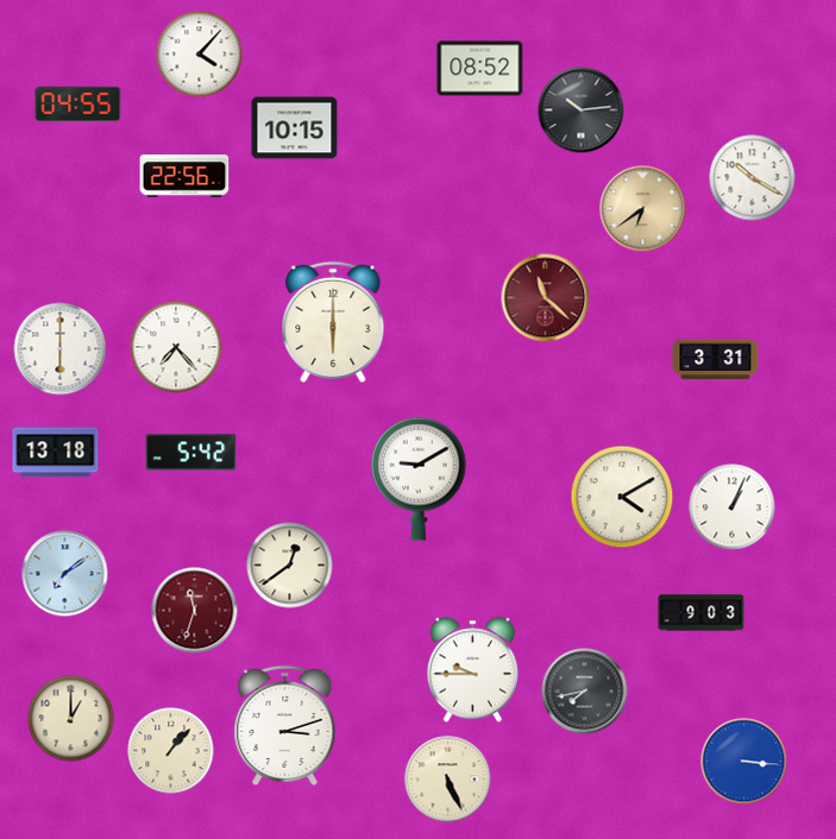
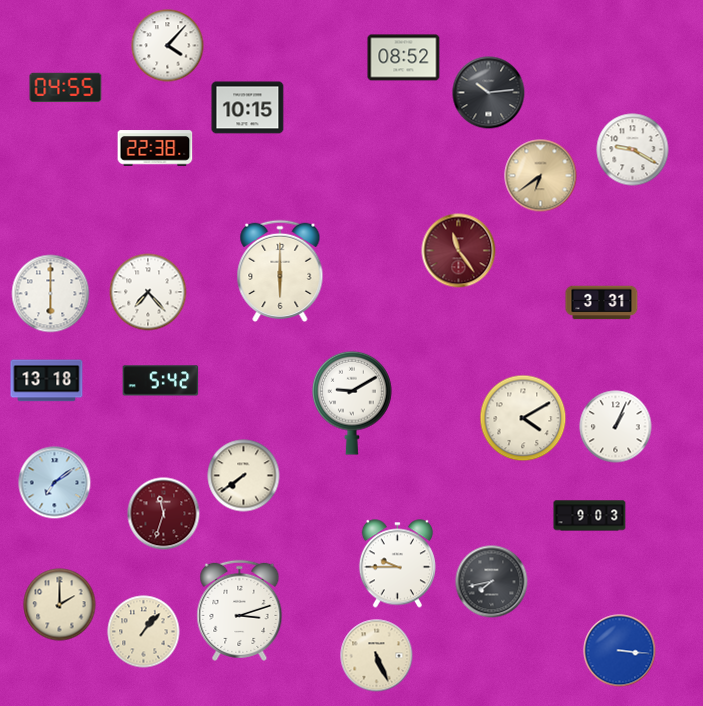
clock at (184, 176): 22:56 -> 22:38
clock at (753, 178): 10:20 -> 9:20
clock at (546, 298): 11:22 -> 11:24
clock at (290, 566): 12:39 -> 7:39
clock at (71, 719): 1:00 -> 2:00
clock at (744, 762) position: (744, 762) -> (620, 651)
